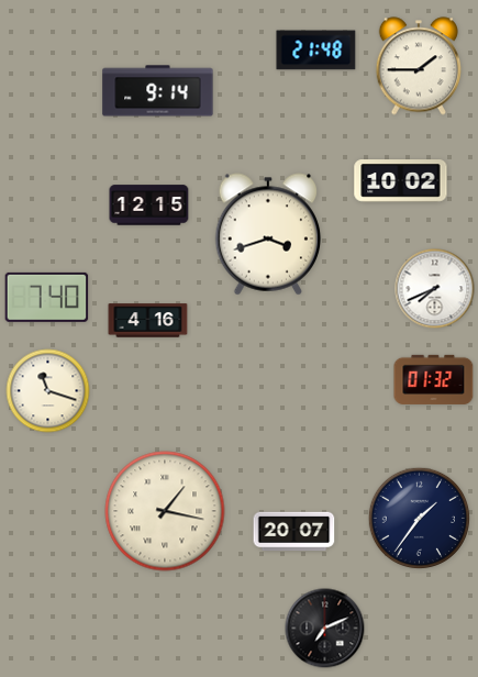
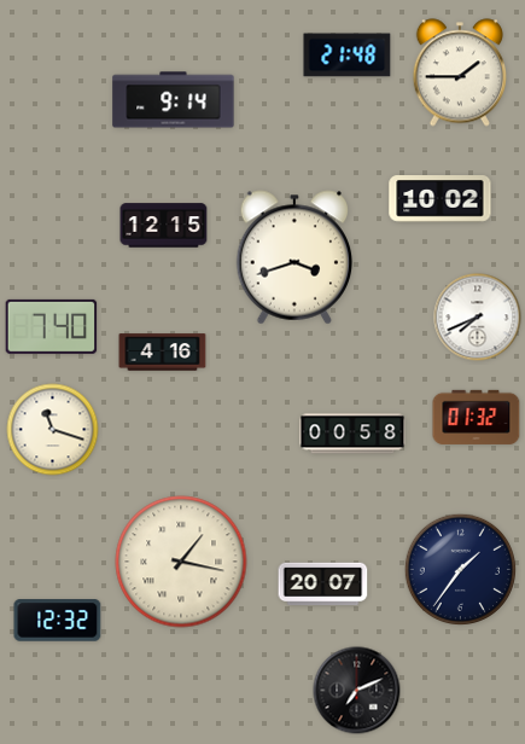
clock at (352, 434): none -> 00:58
clock at (58, 621): none -> 12:32
